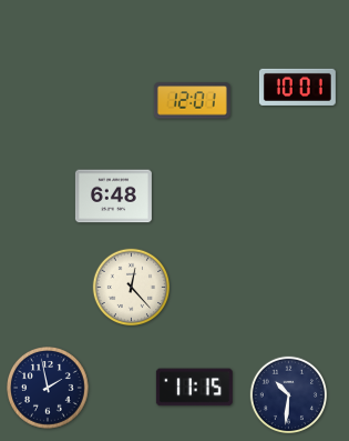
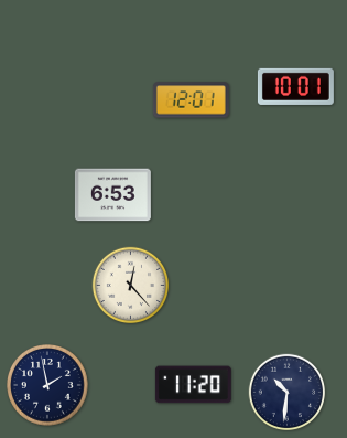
clock at (113, 197): 6:48 -> 6:53
clock at (194, 388): 11:15 -> 11:20
